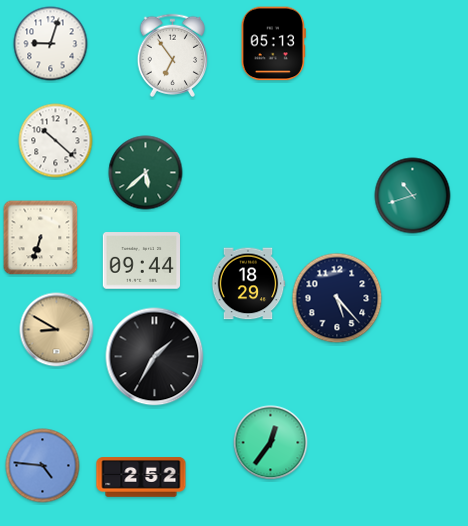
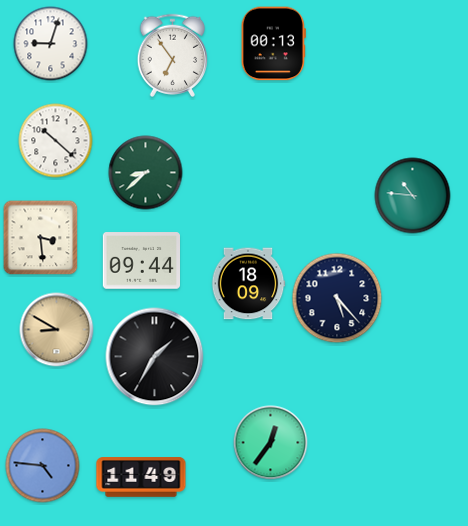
clock at (273, 44): 05:13 -> 00:13
clock at (146, 173): 5:38 -> 8:38
clock at (413, 196): 10:42 -> 10:46
clock at (41, 238): 6:33 -> 3:29
clock at (248, 284): 18:29 -> 18:09
clock at (141, 477): 2:52 -> 11:49
